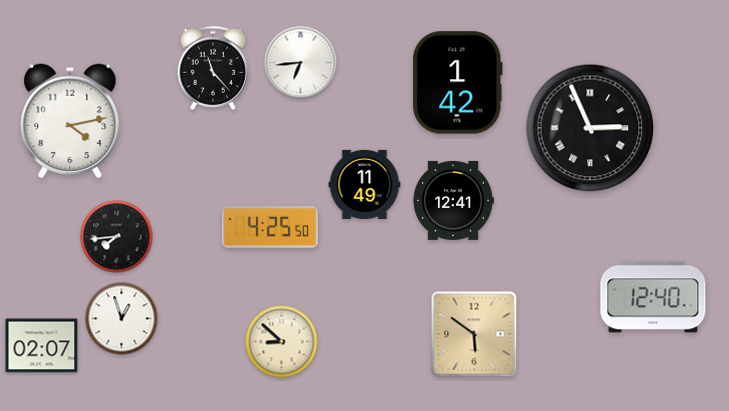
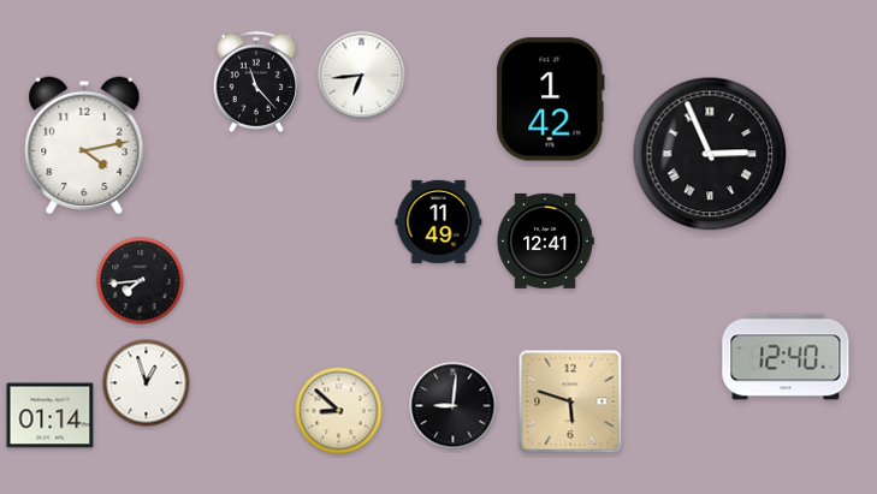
clock at (270, 227): 4:25 -> none
clock at (117, 237) position: (117, 237) -> (141, 281)
clock at (474, 334): 5:51 -> 5:48
clock at (454, 406): none -> 9:01
clock at (42, 346): 02:07 -> 01:14
